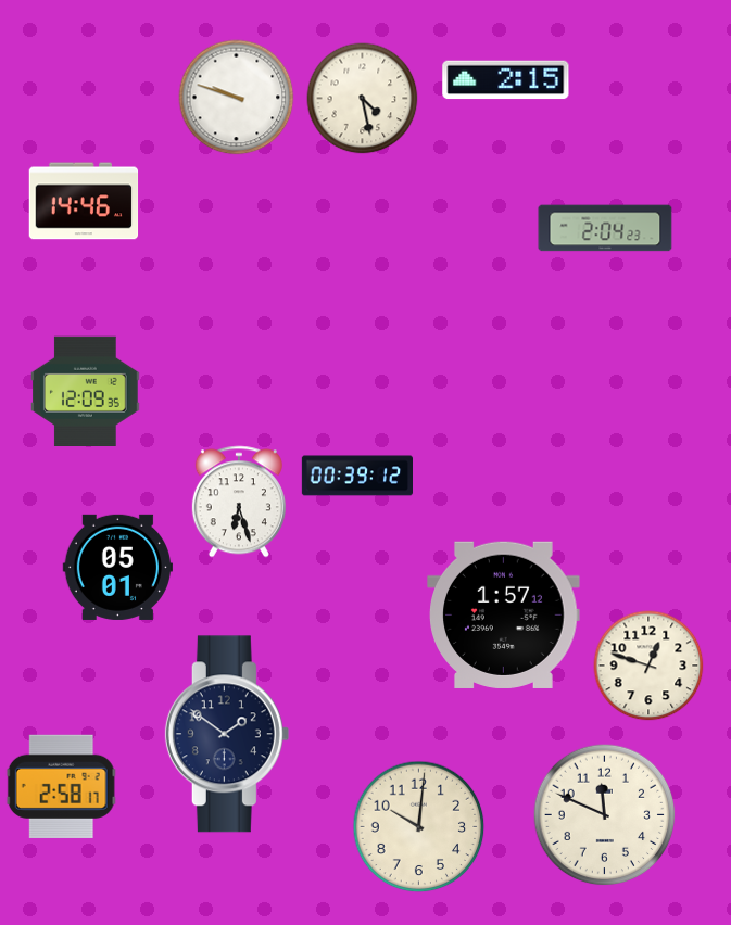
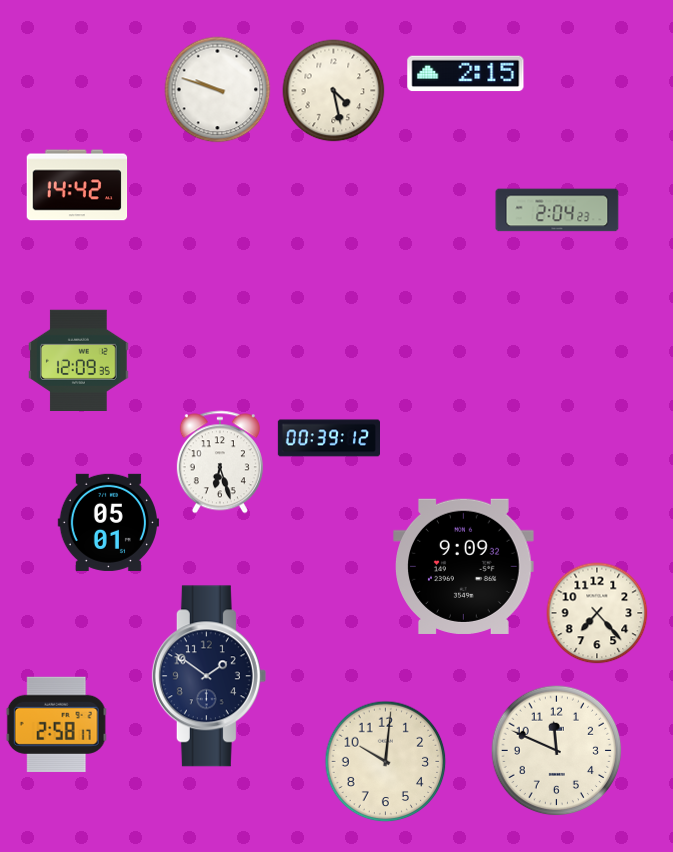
clock at (84, 201): 14:46 -> 14:42
clock at (504, 614): 1:57 -> 9:09
clock at (648, 666): 12:48 -> 7:23
